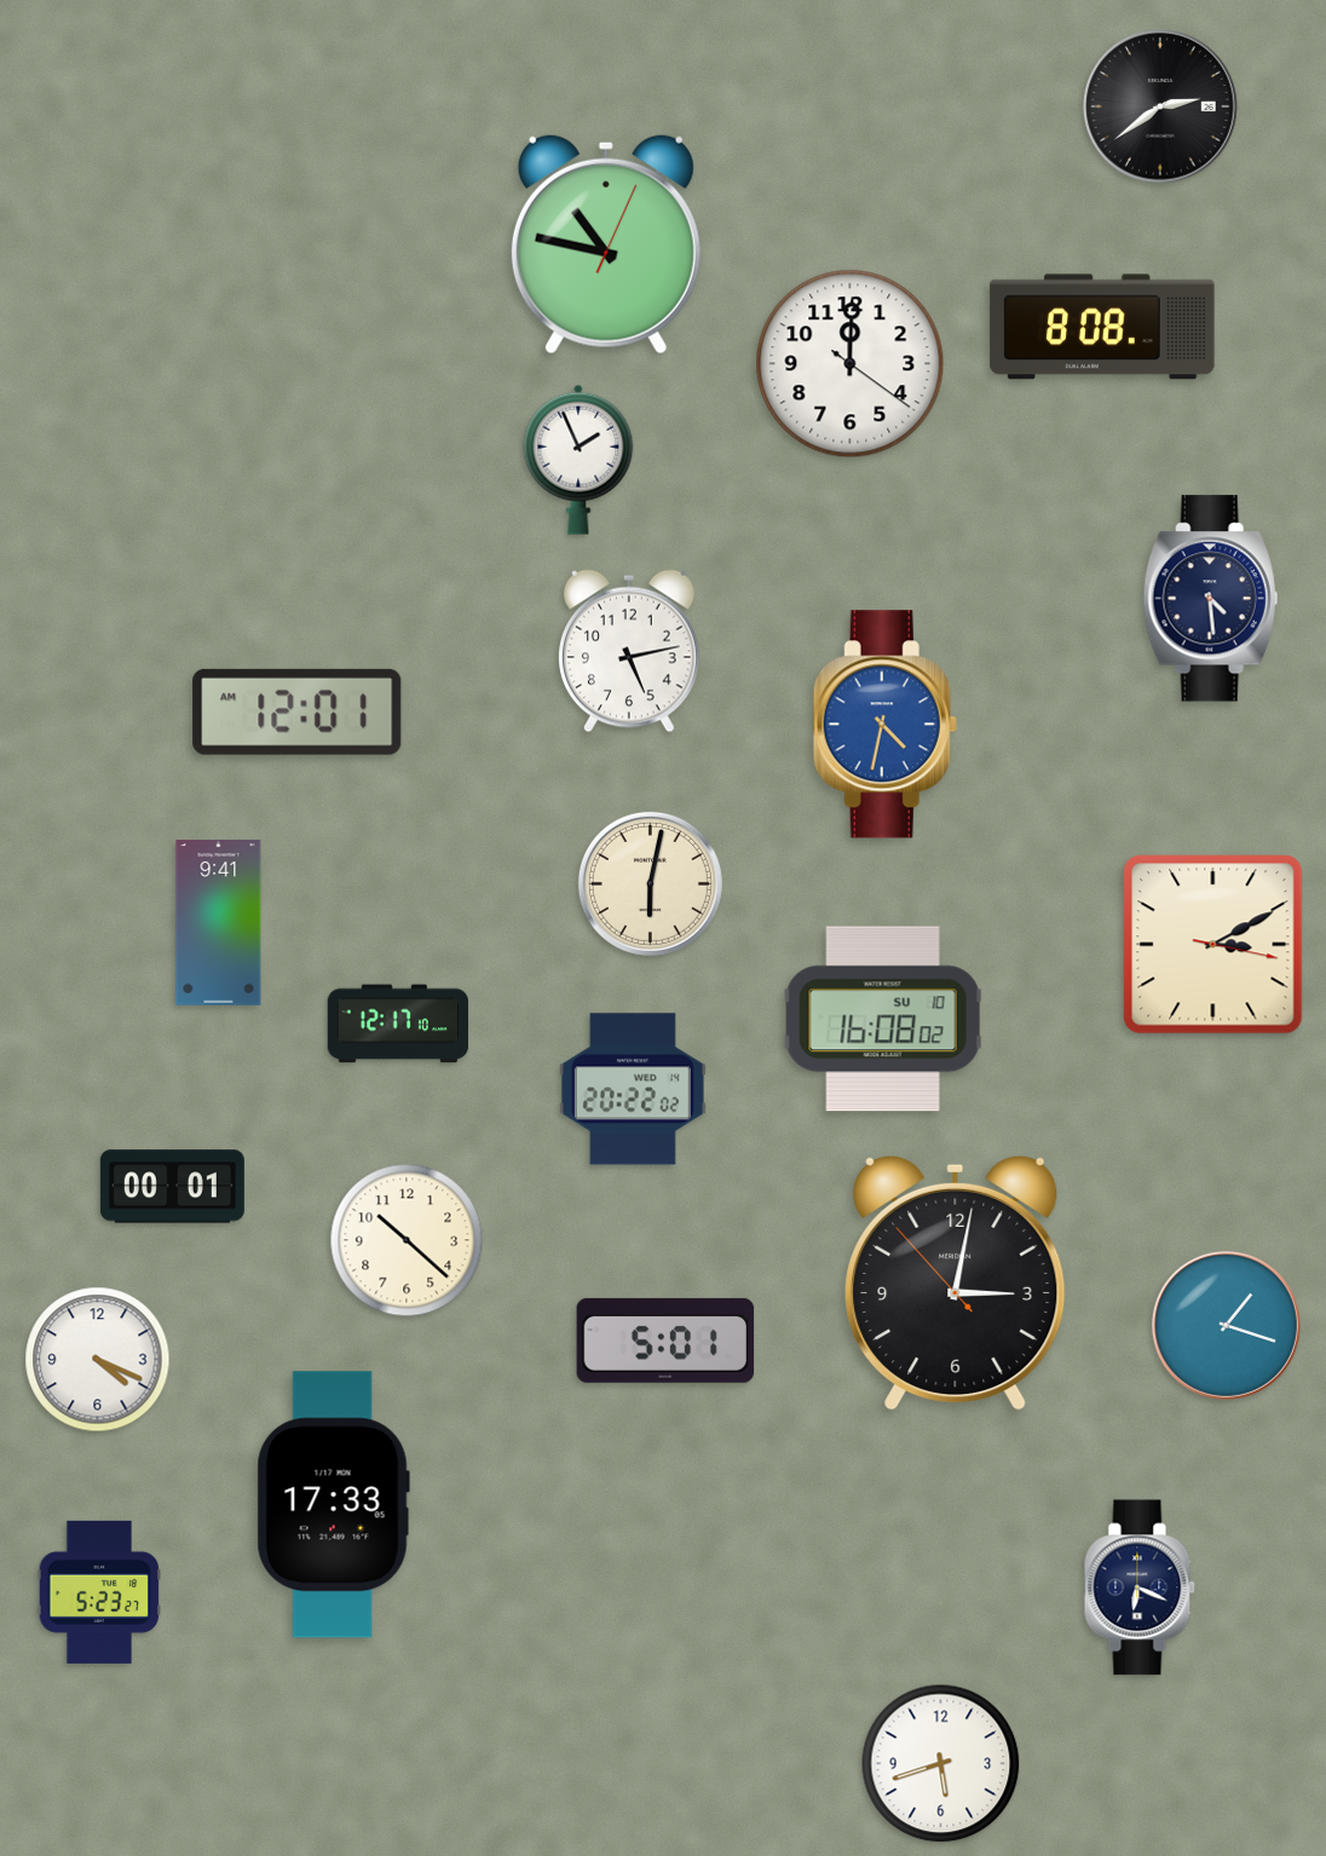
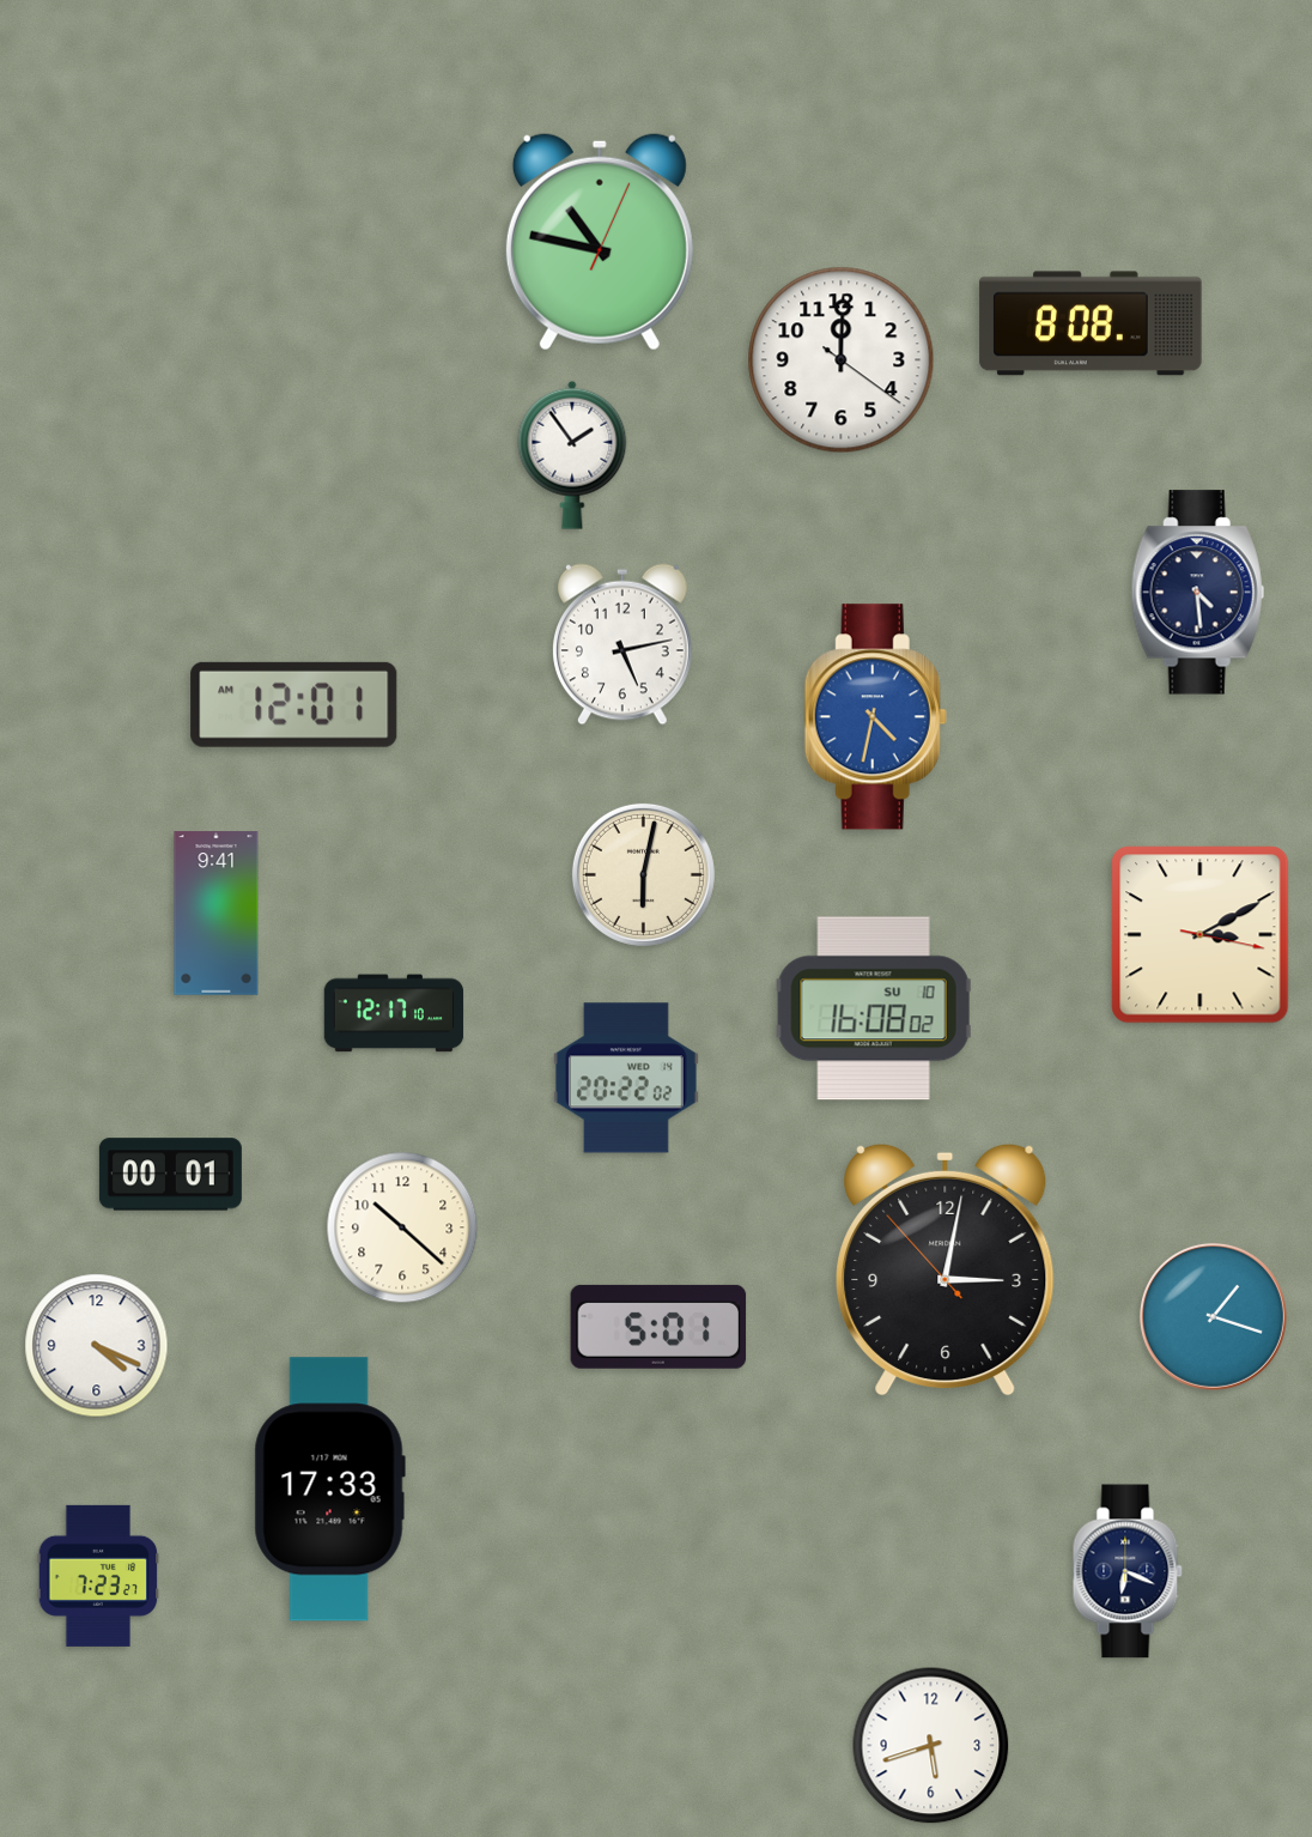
clock at (1161, 108): 2:39 -> none
clock at (578, 460): 1:56 -> 1:54
clock at (1226, 1325) position: (1226, 1325) -> (1213, 1316)
clock at (99, 1592): 5:23 -> 7:23
